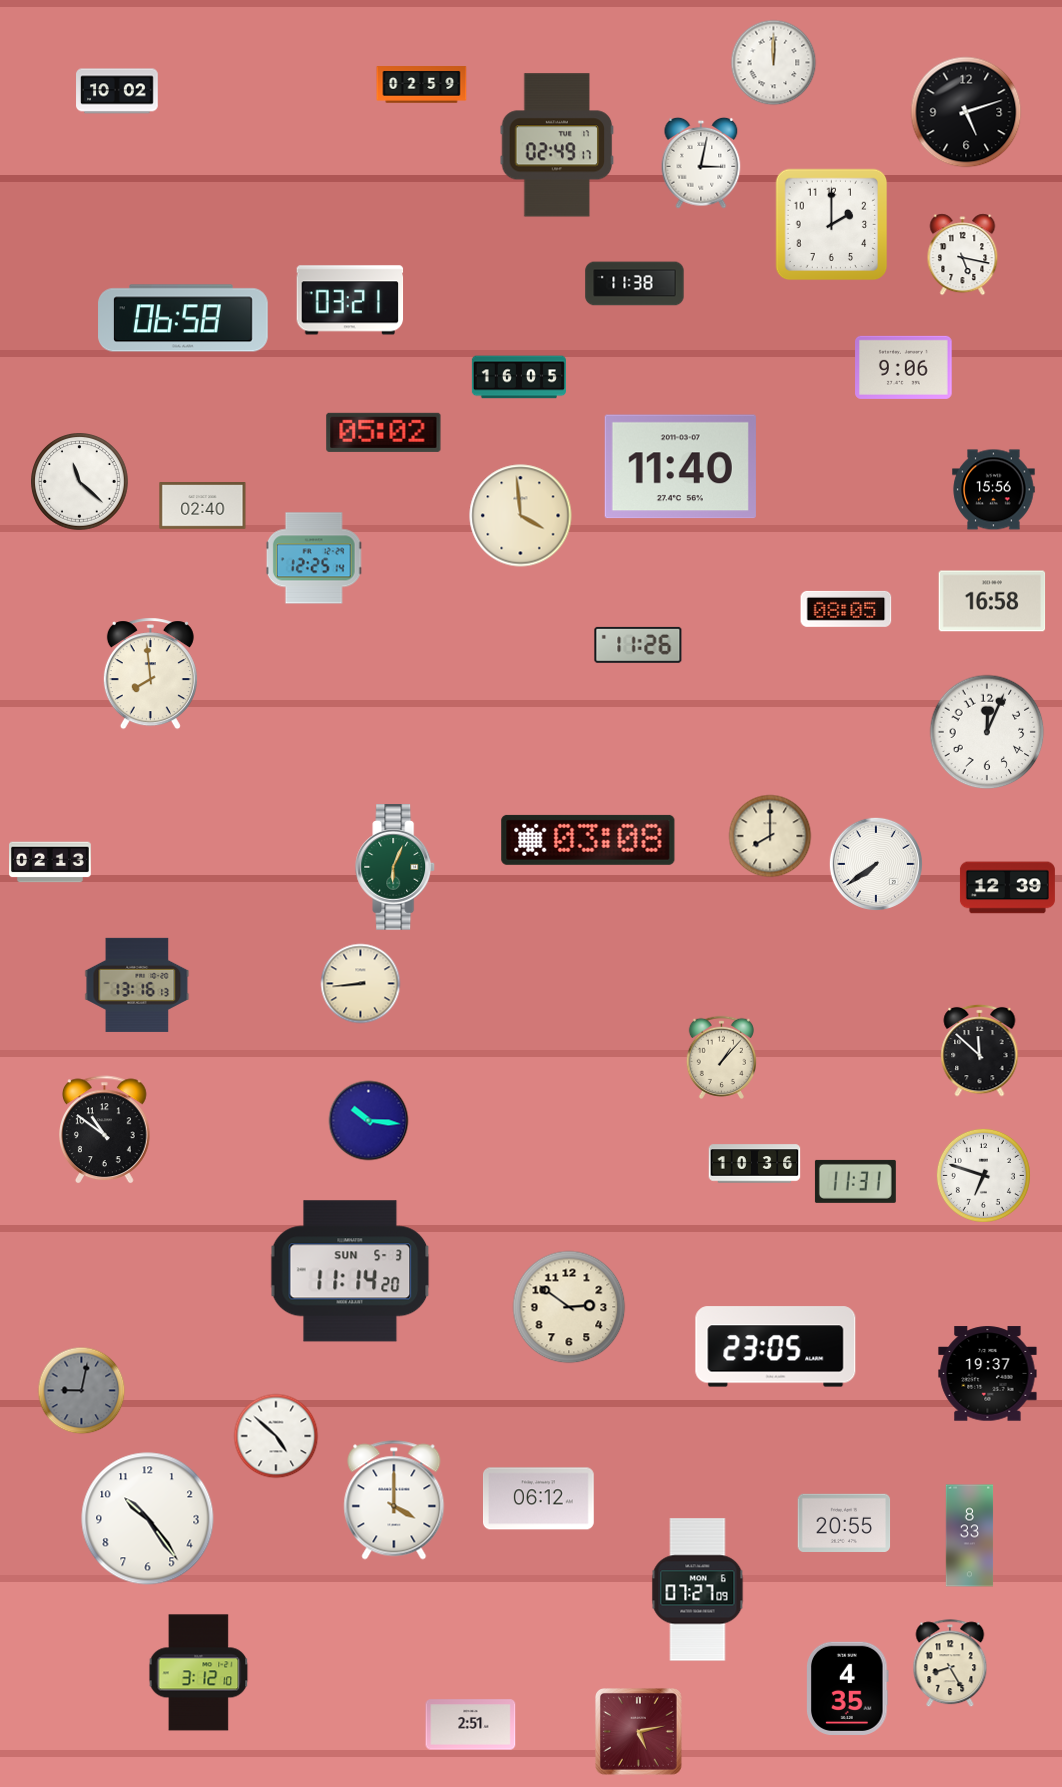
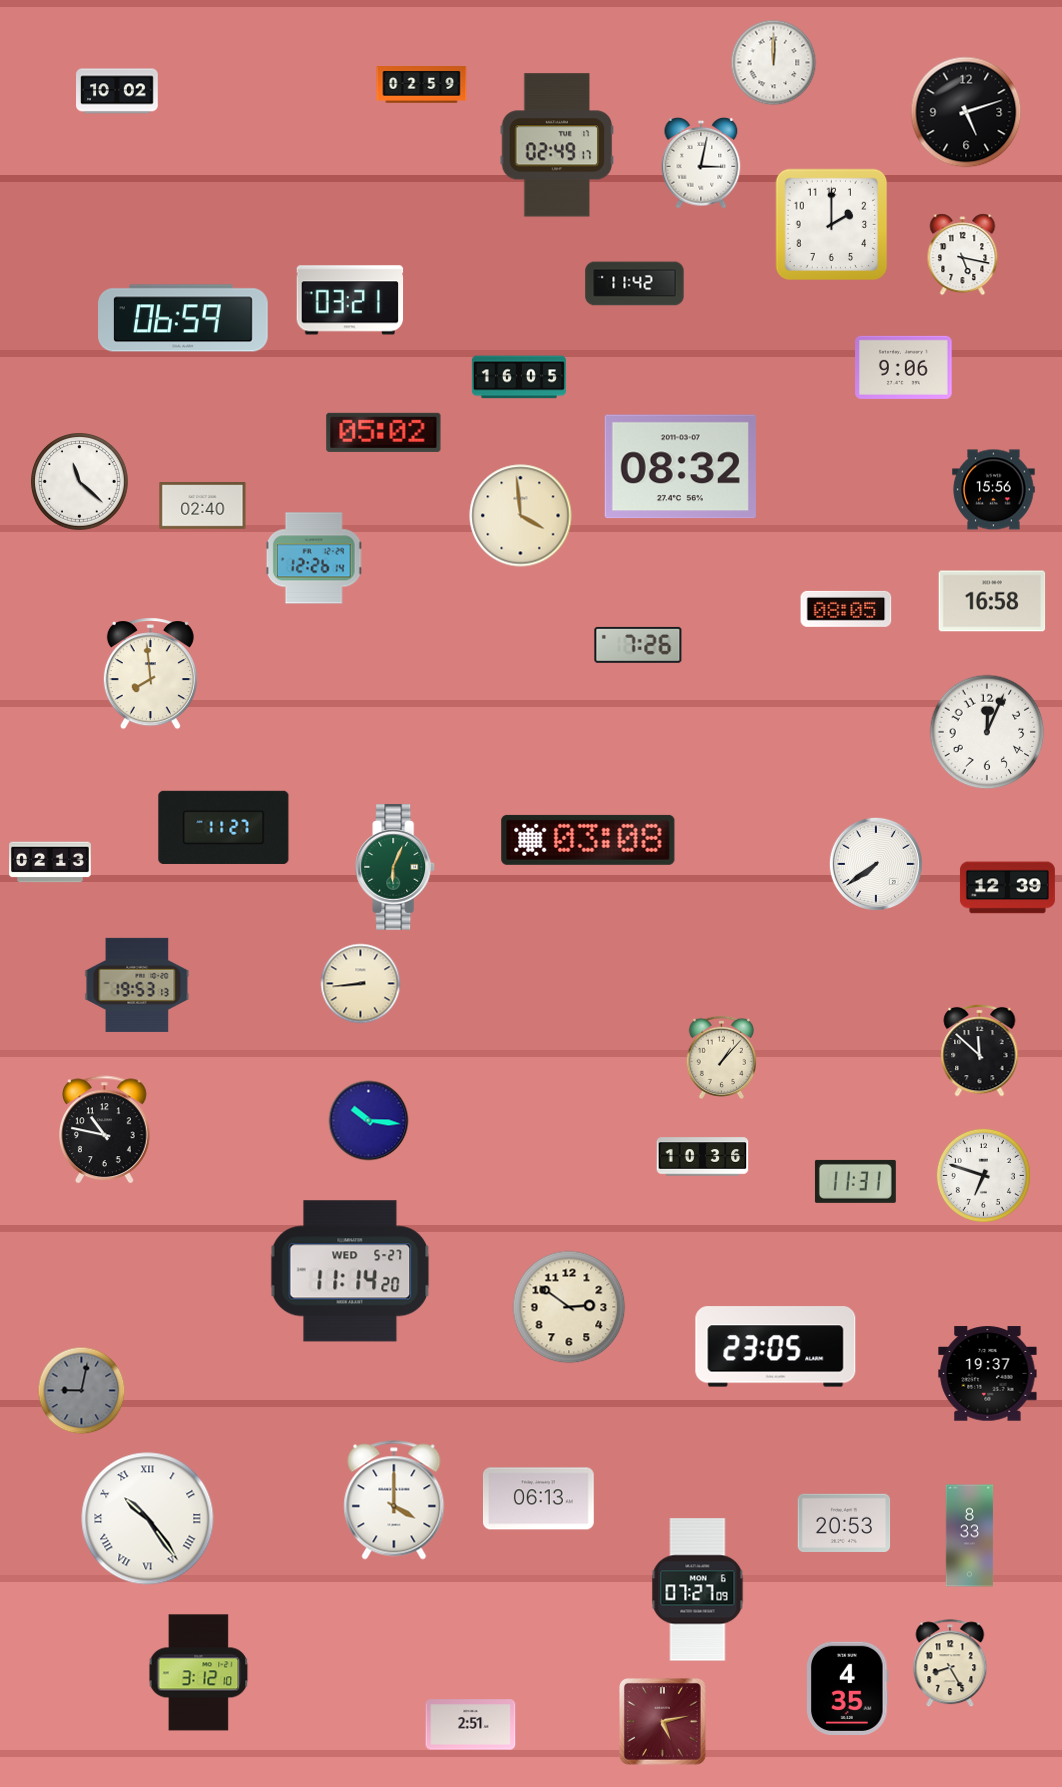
clock at (635, 284): 11:38 -> 11:42
clock at (183, 318): 06:58 -> 06:59
clock at (680, 467): 11:40 -> 08:32
clock at (314, 558): 12:25 -> 12:26
clock at (638, 645): 11:26 -> 7:26
clock at (224, 827): none -> 11:27
clock at (770, 836): 8:00 -> none
clock at (137, 985): 13:16 -> 19:53
clock at (105, 1130): 10:51 -> 10:47
clock at (755, 1164) position: (755, 1164) -> (703, 1157)
clock at (350, 1271) date: SUN 5-3 -> WED 5-27
clock at (276, 1436): 4:52 -> none
clock at (539, 1499): 06:12 -> 06:13
clock at (148, 1519) numerals: Arabic -> Roman
clock at (844, 1523): 20:55 -> 20:53
clock at (639, 1732) position: (639, 1732) -> (663, 1722)
